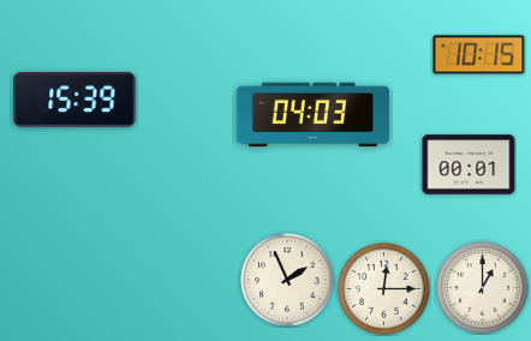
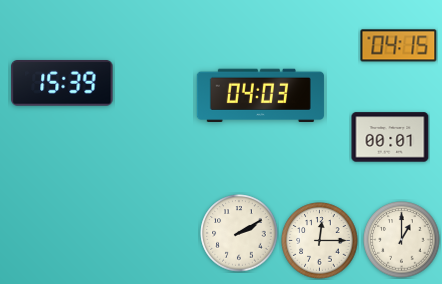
clock at (479, 55): 10:15 -> 04:15
clock at (287, 280): 1:56 -> 2:10
